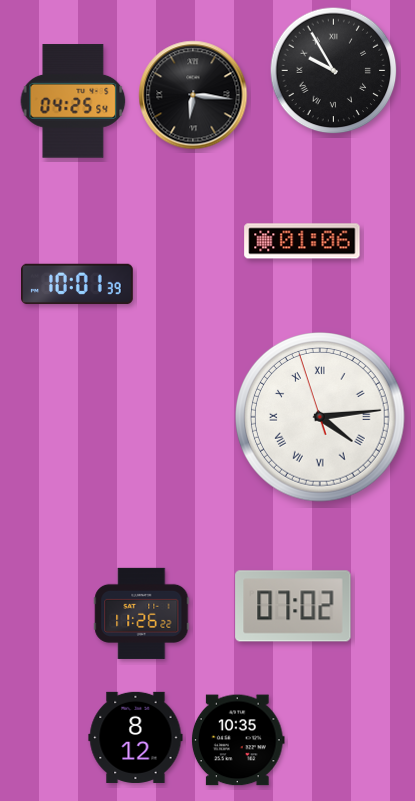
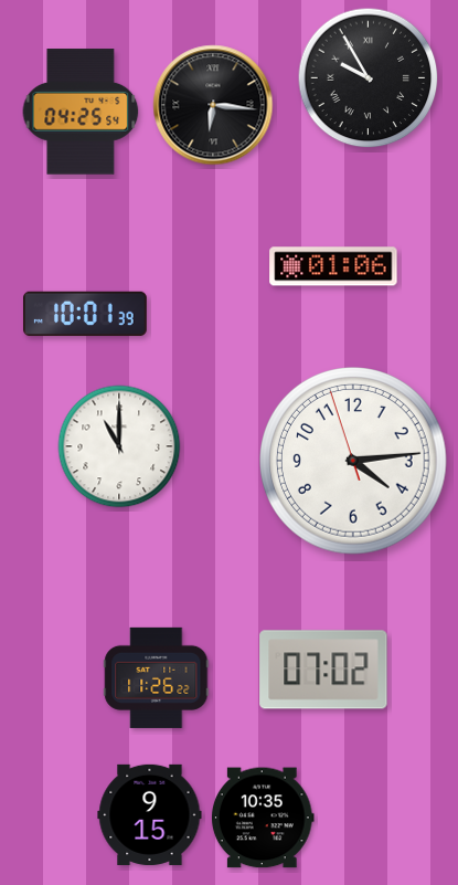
clock at (119, 446): none -> 11:00
clock at (320, 417) numerals: Roman -> Arabic
clock at (136, 737): 8:12 -> 9:15
